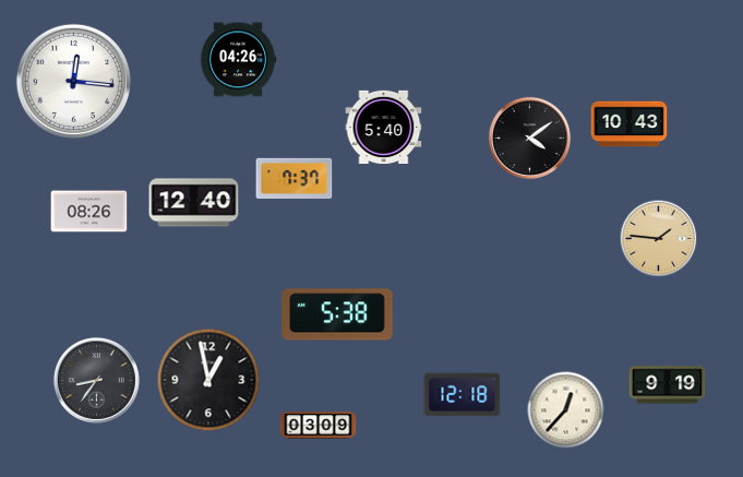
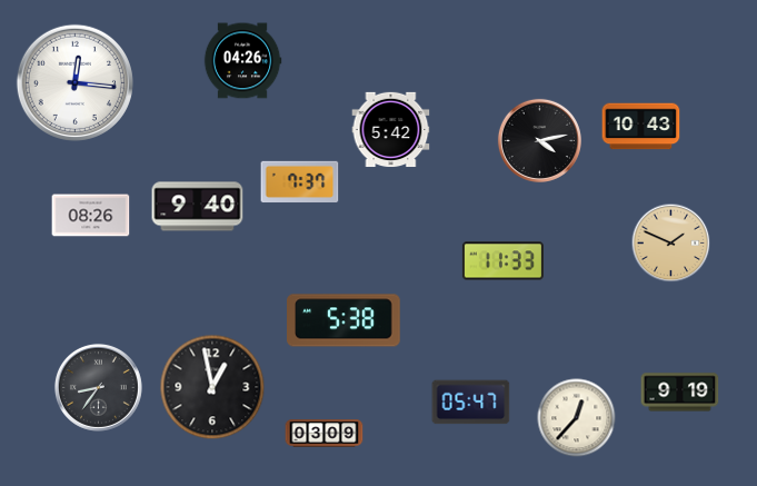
clock at (384, 128): 5:40 -> 5:42
clock at (529, 138): 4:09 -> 4:13
clock at (194, 203): 12:40 -> 9:40
clock at (659, 239): 1:46 -> 1:49
clock at (502, 261): none -> 11:33
clock at (463, 395): 12:18 -> 05:47
